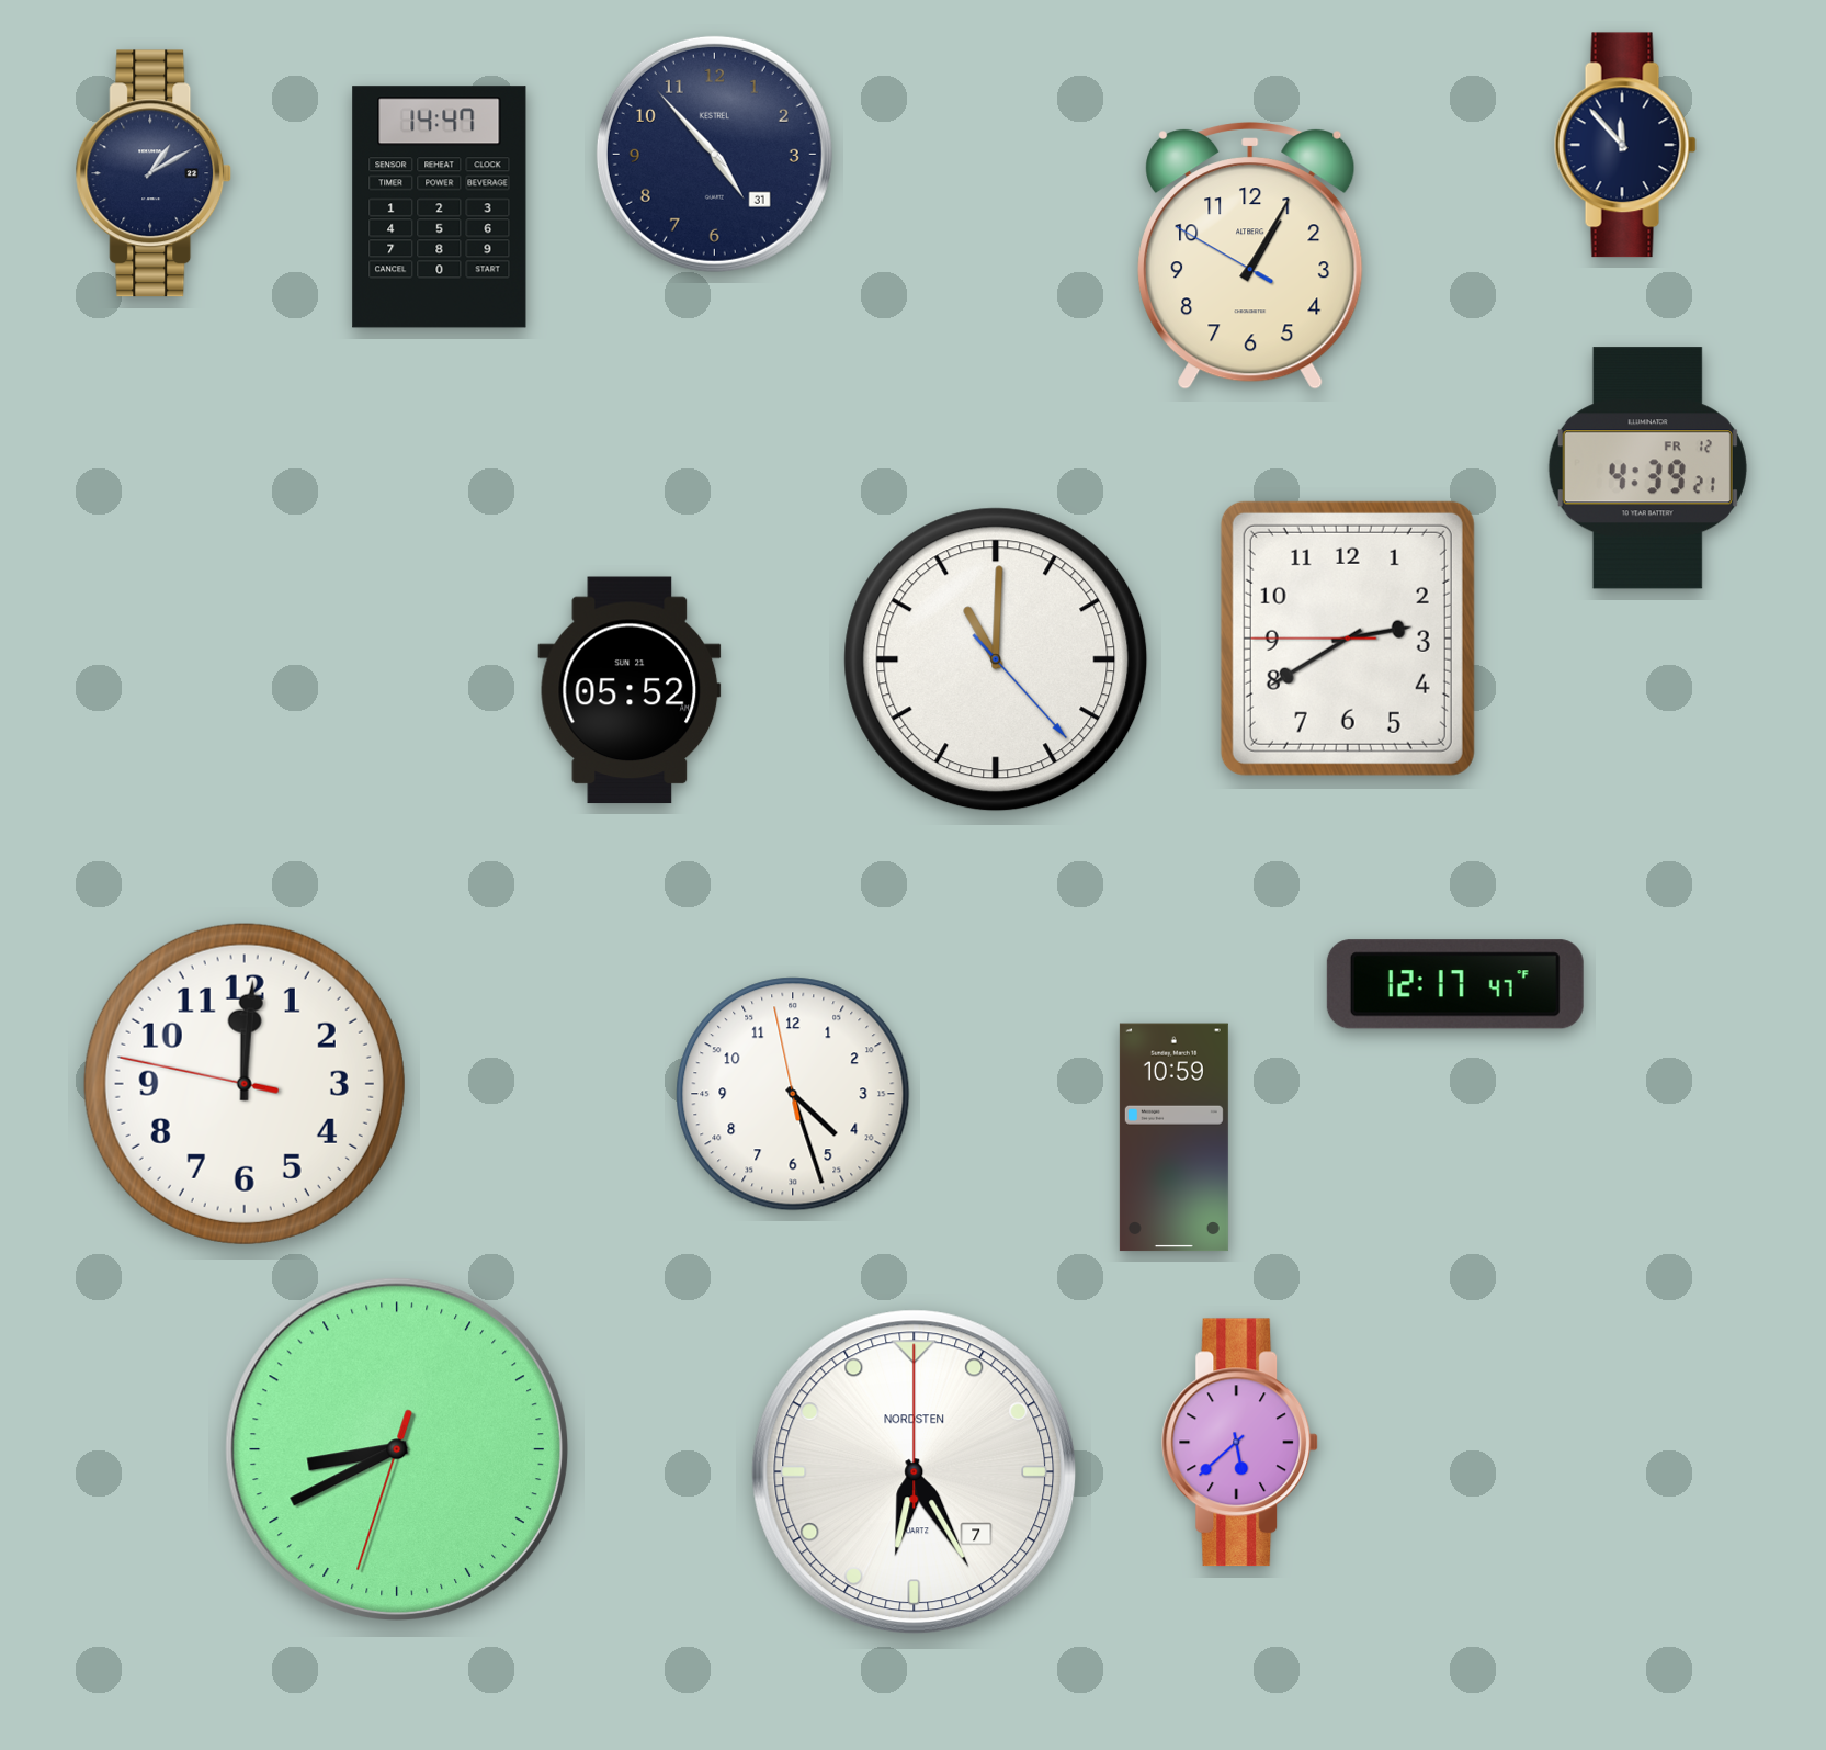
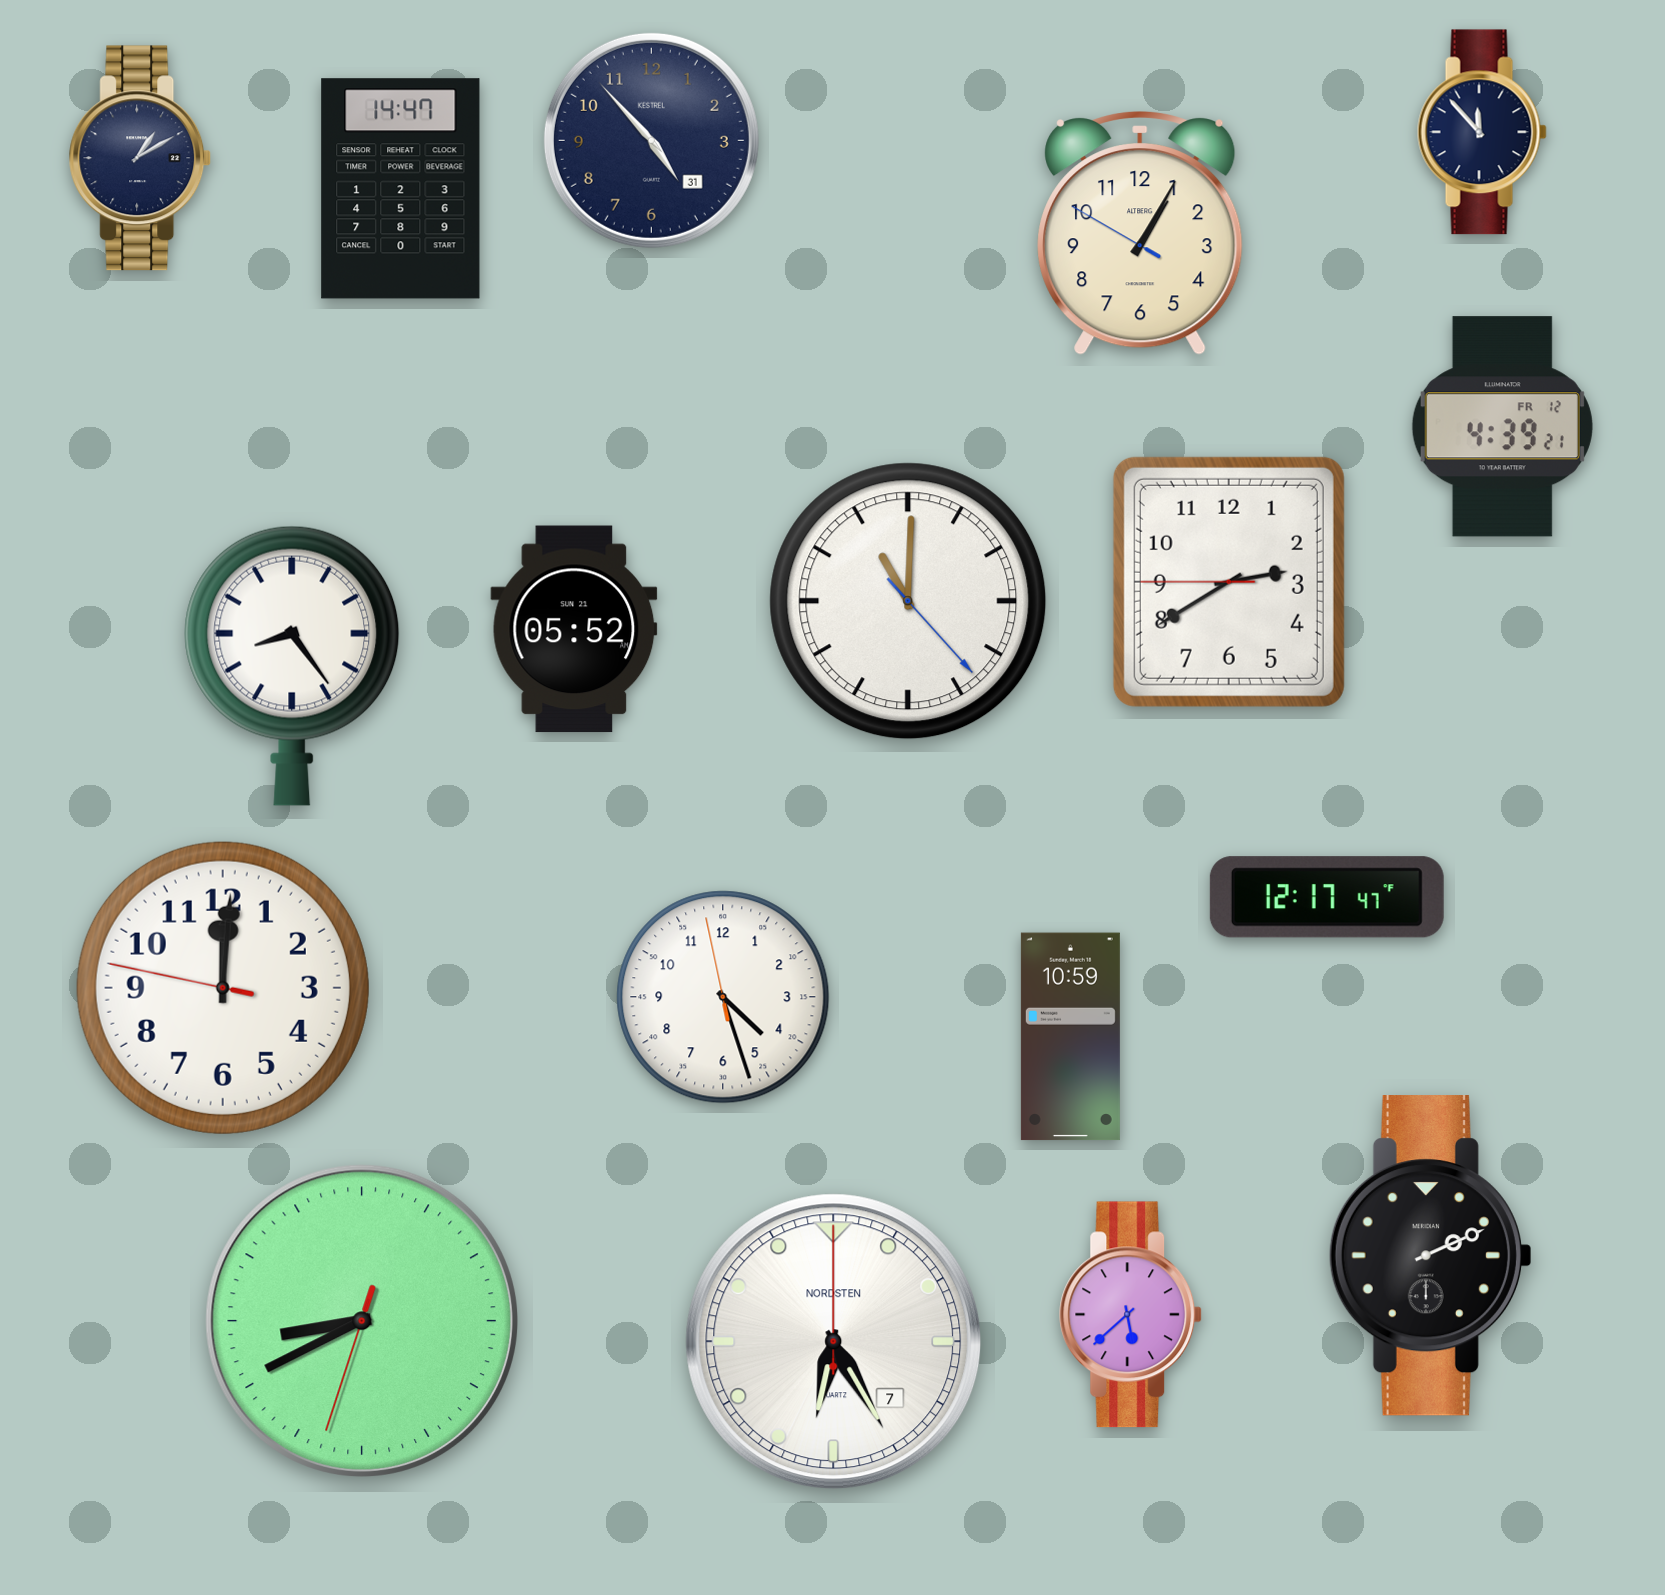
clock at (292, 666): none -> 8:24
clock at (1430, 1256): none -> 2:11
